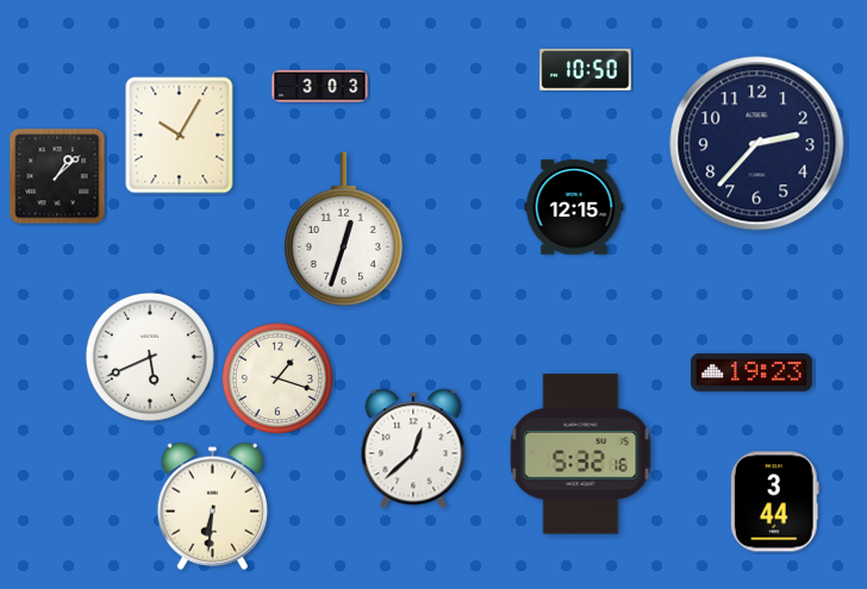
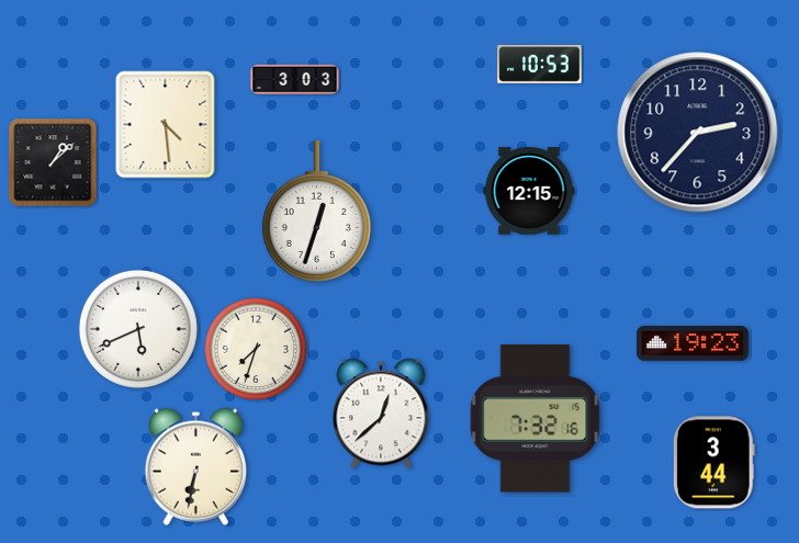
clock at (586, 69): 10:50 -> 10:53
clock at (180, 136): 10:05 -> 4:29
clock at (277, 378): 1:18 -> 7:33
clock at (581, 455): 5:32 -> 7:32
clock at (212, 506): 6:31 -> 6:32
